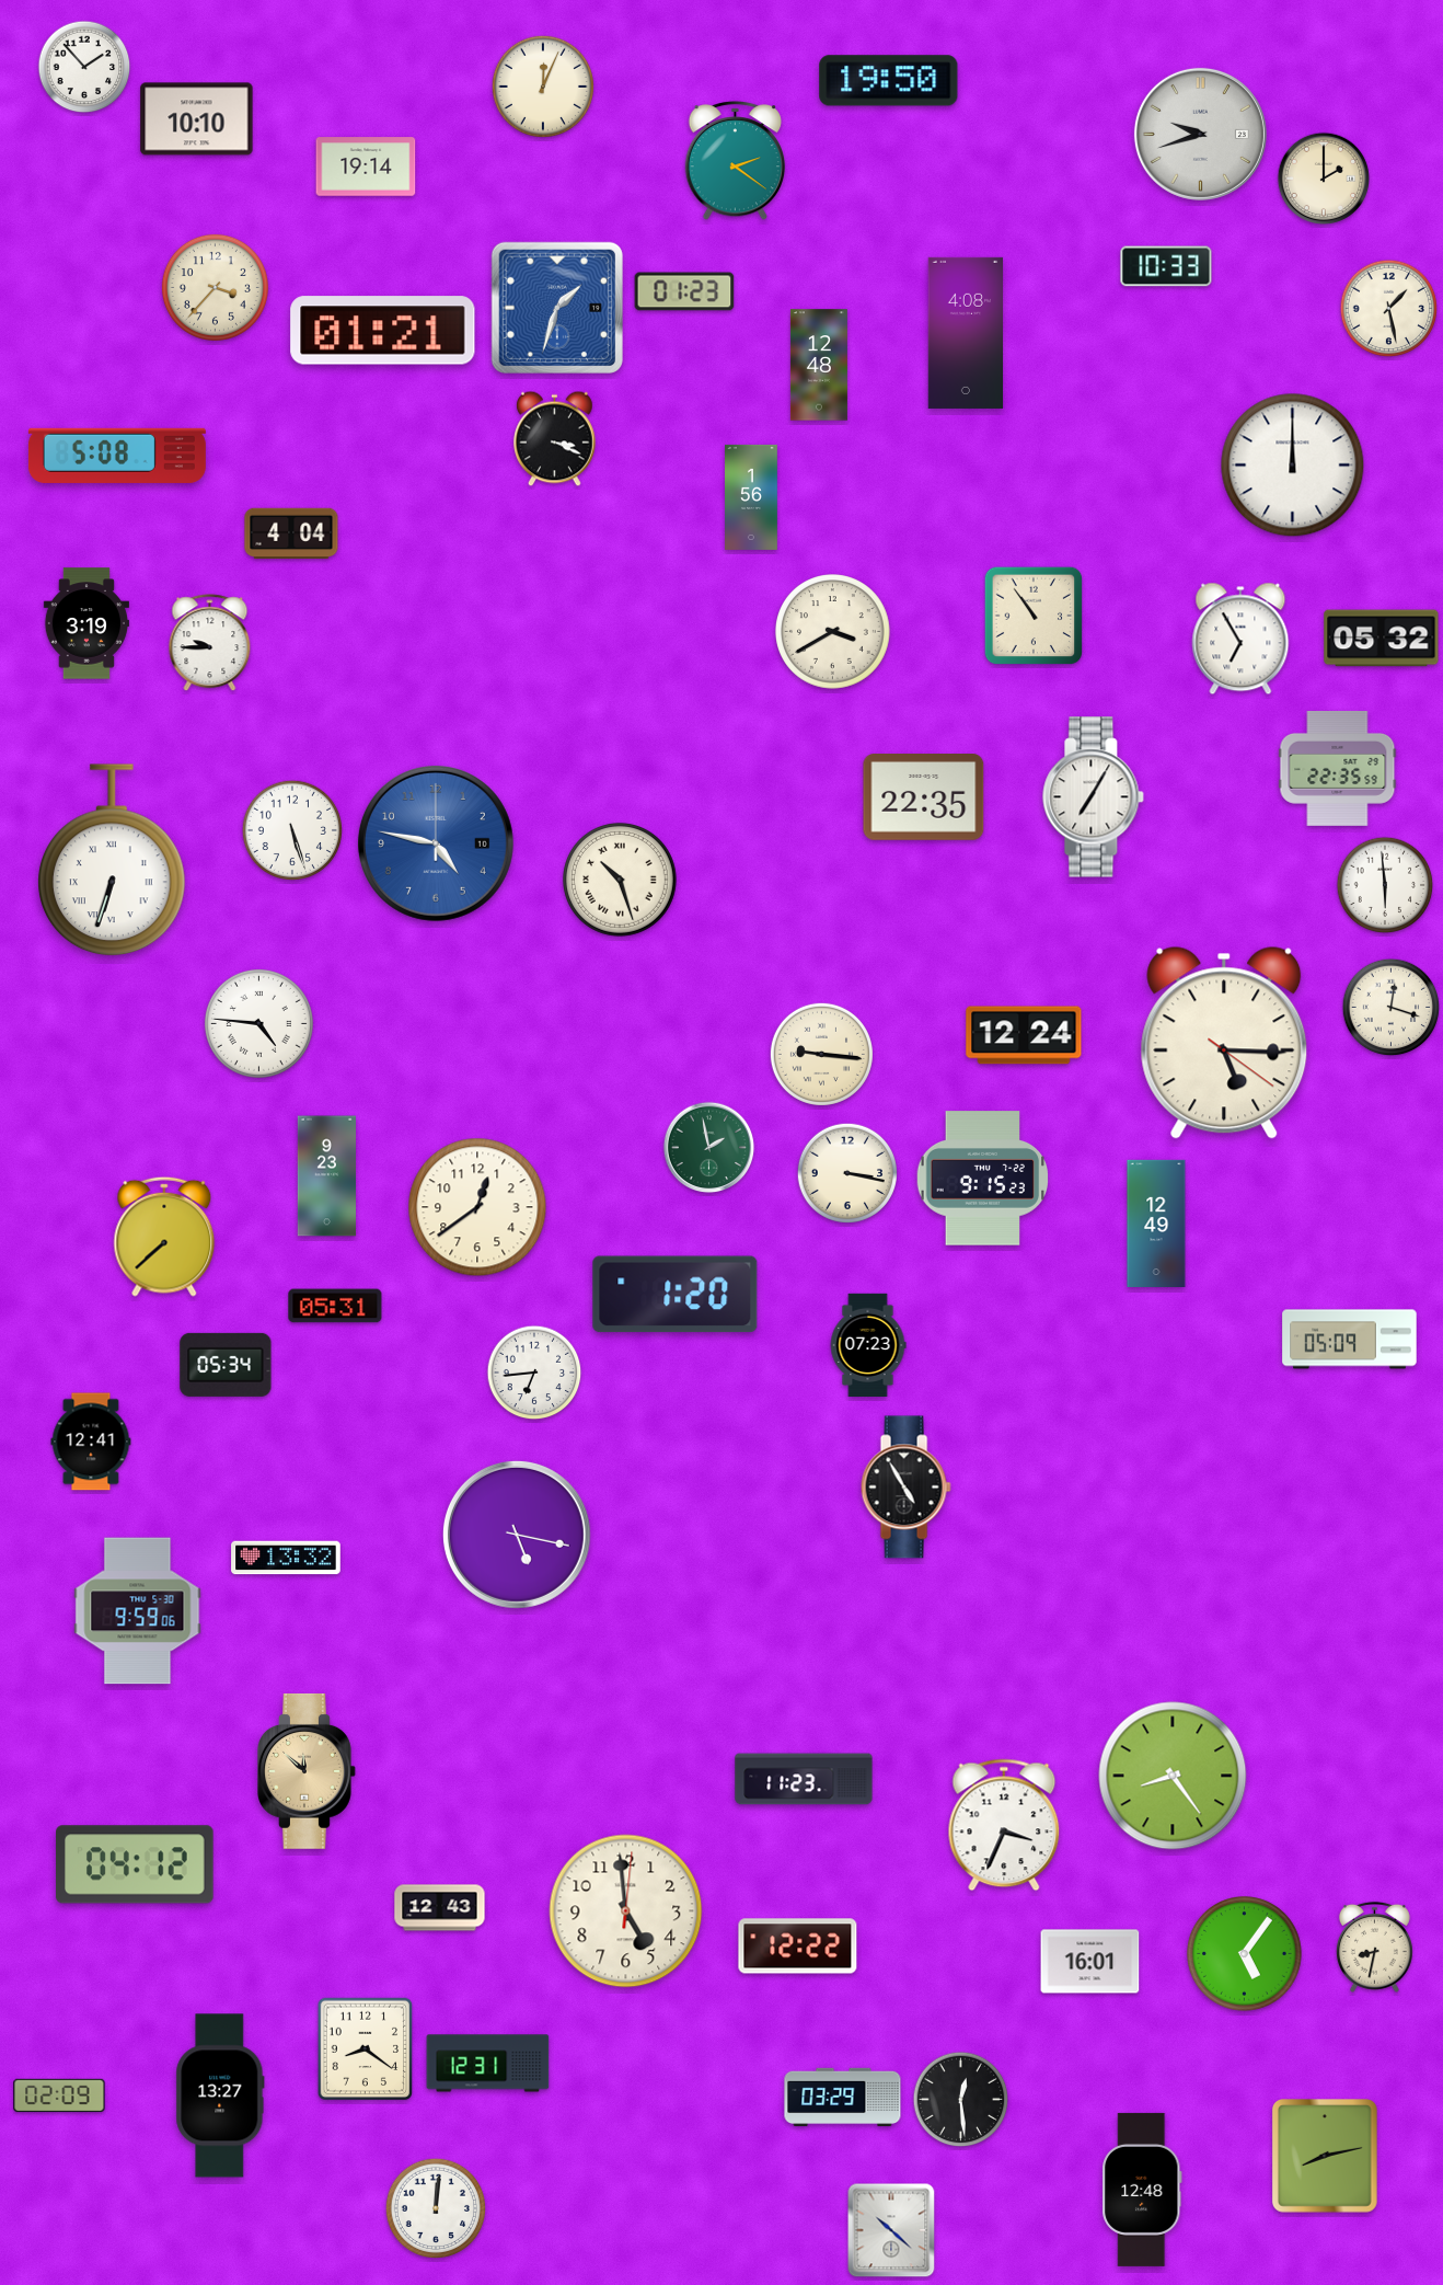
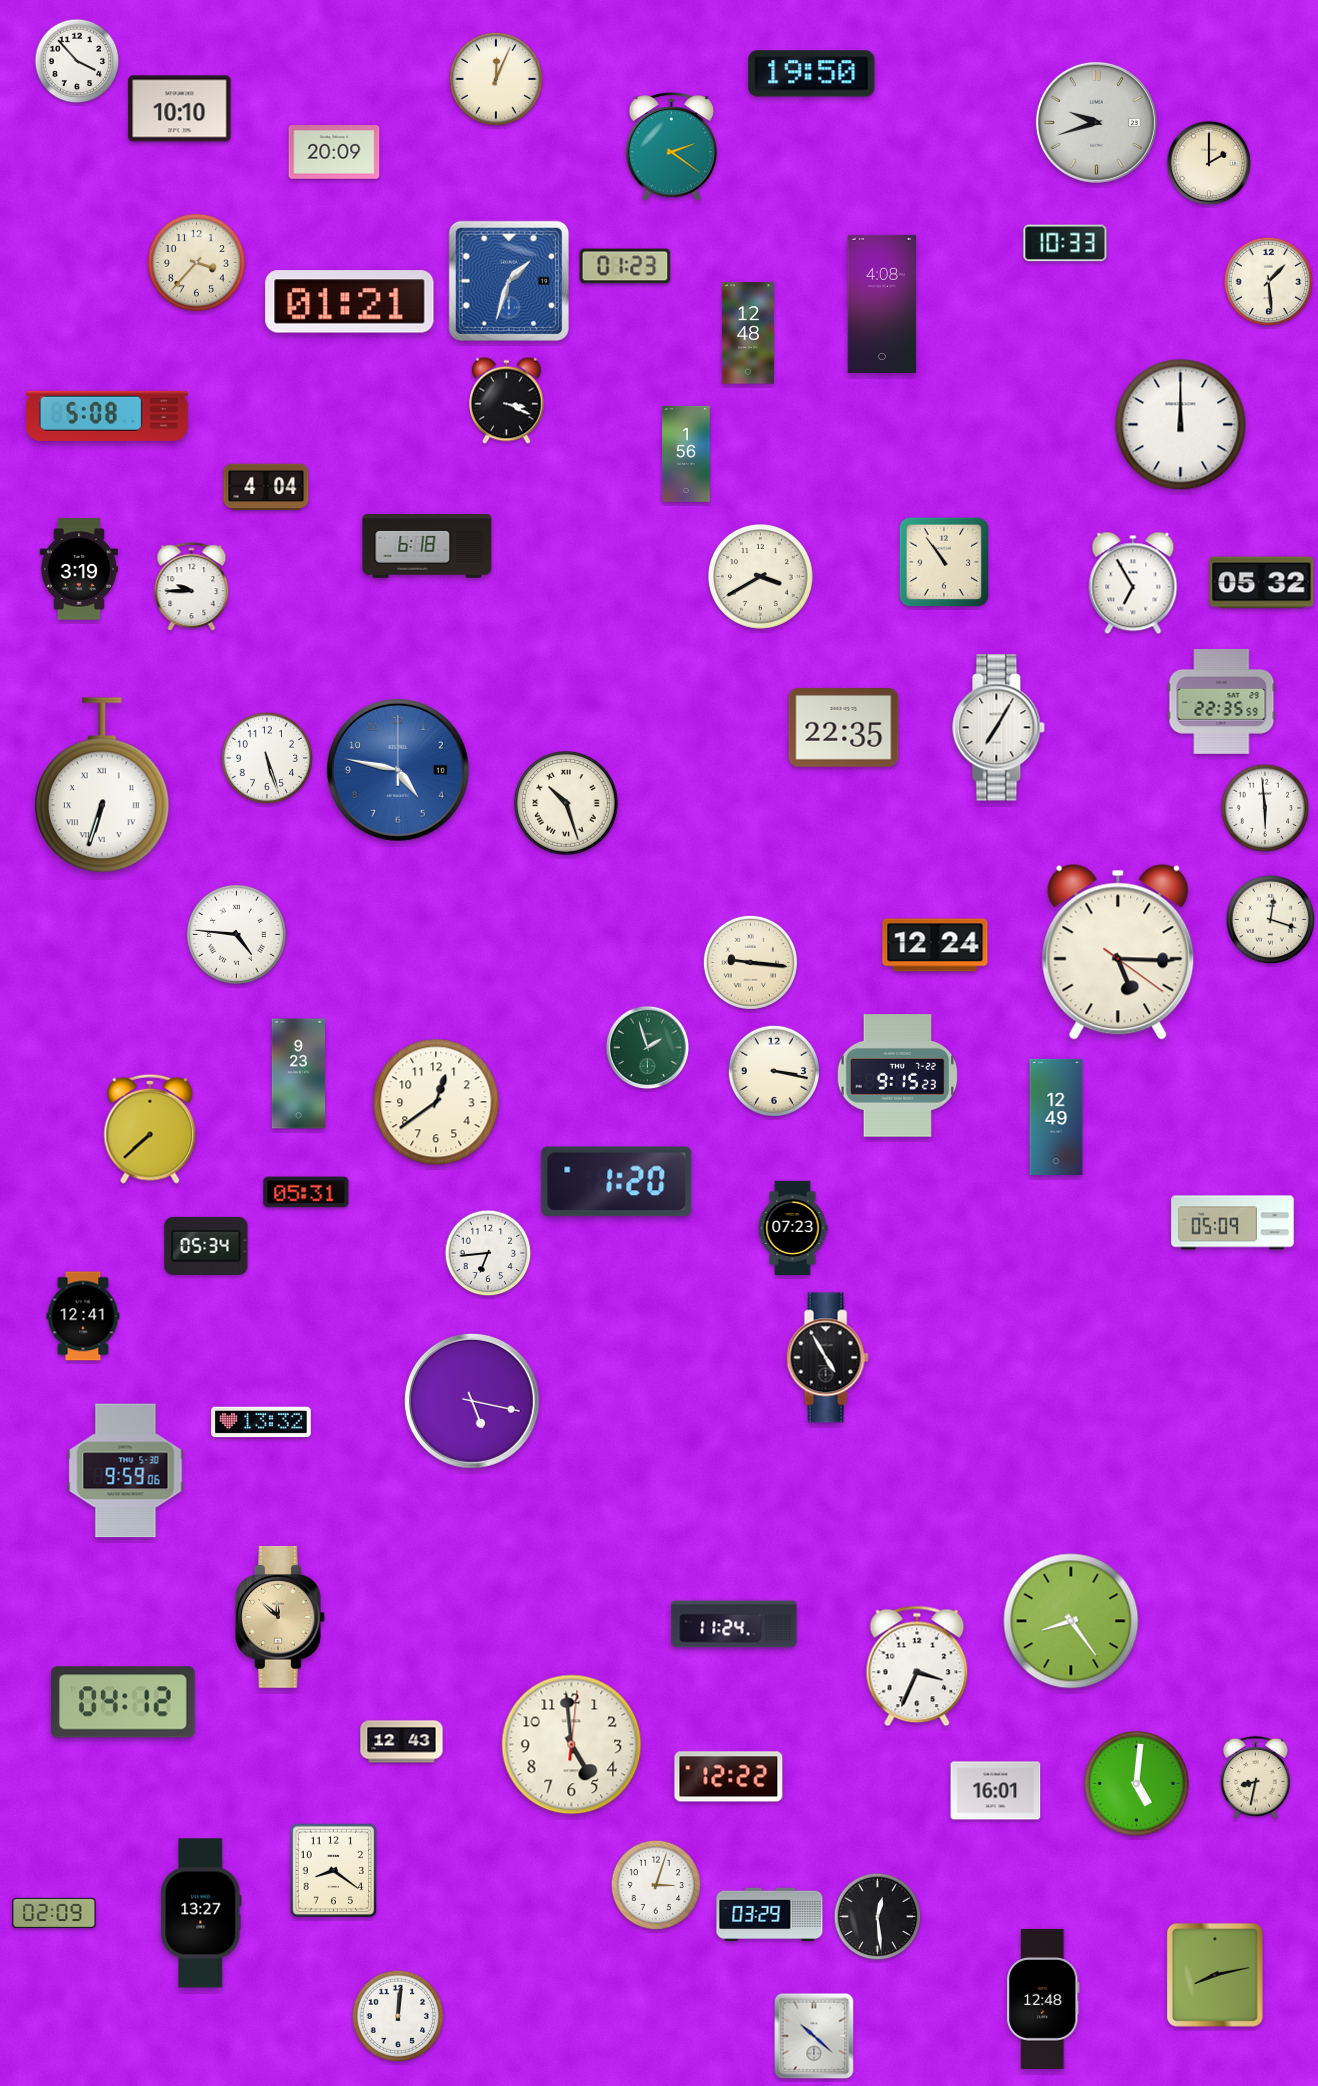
clock at (84, 67): 1:53 -> 3:53
clock at (366, 167): 19:14 -> 20:09
clock at (1389, 309): 1:28 -> 1:29
clock at (427, 546): none -> 6:18
clock at (709, 1148): 1:58 -> 1:57
clock at (804, 1779): 11:23 -> 11:24
clock at (1245, 1954): 5:06 -> 5:01
clock at (488, 2064): 12:31 -> none
clock at (656, 1885): none -> 3:03
clock at (1325, 2157) position: (1325, 2157) -> (1215, 1976)
